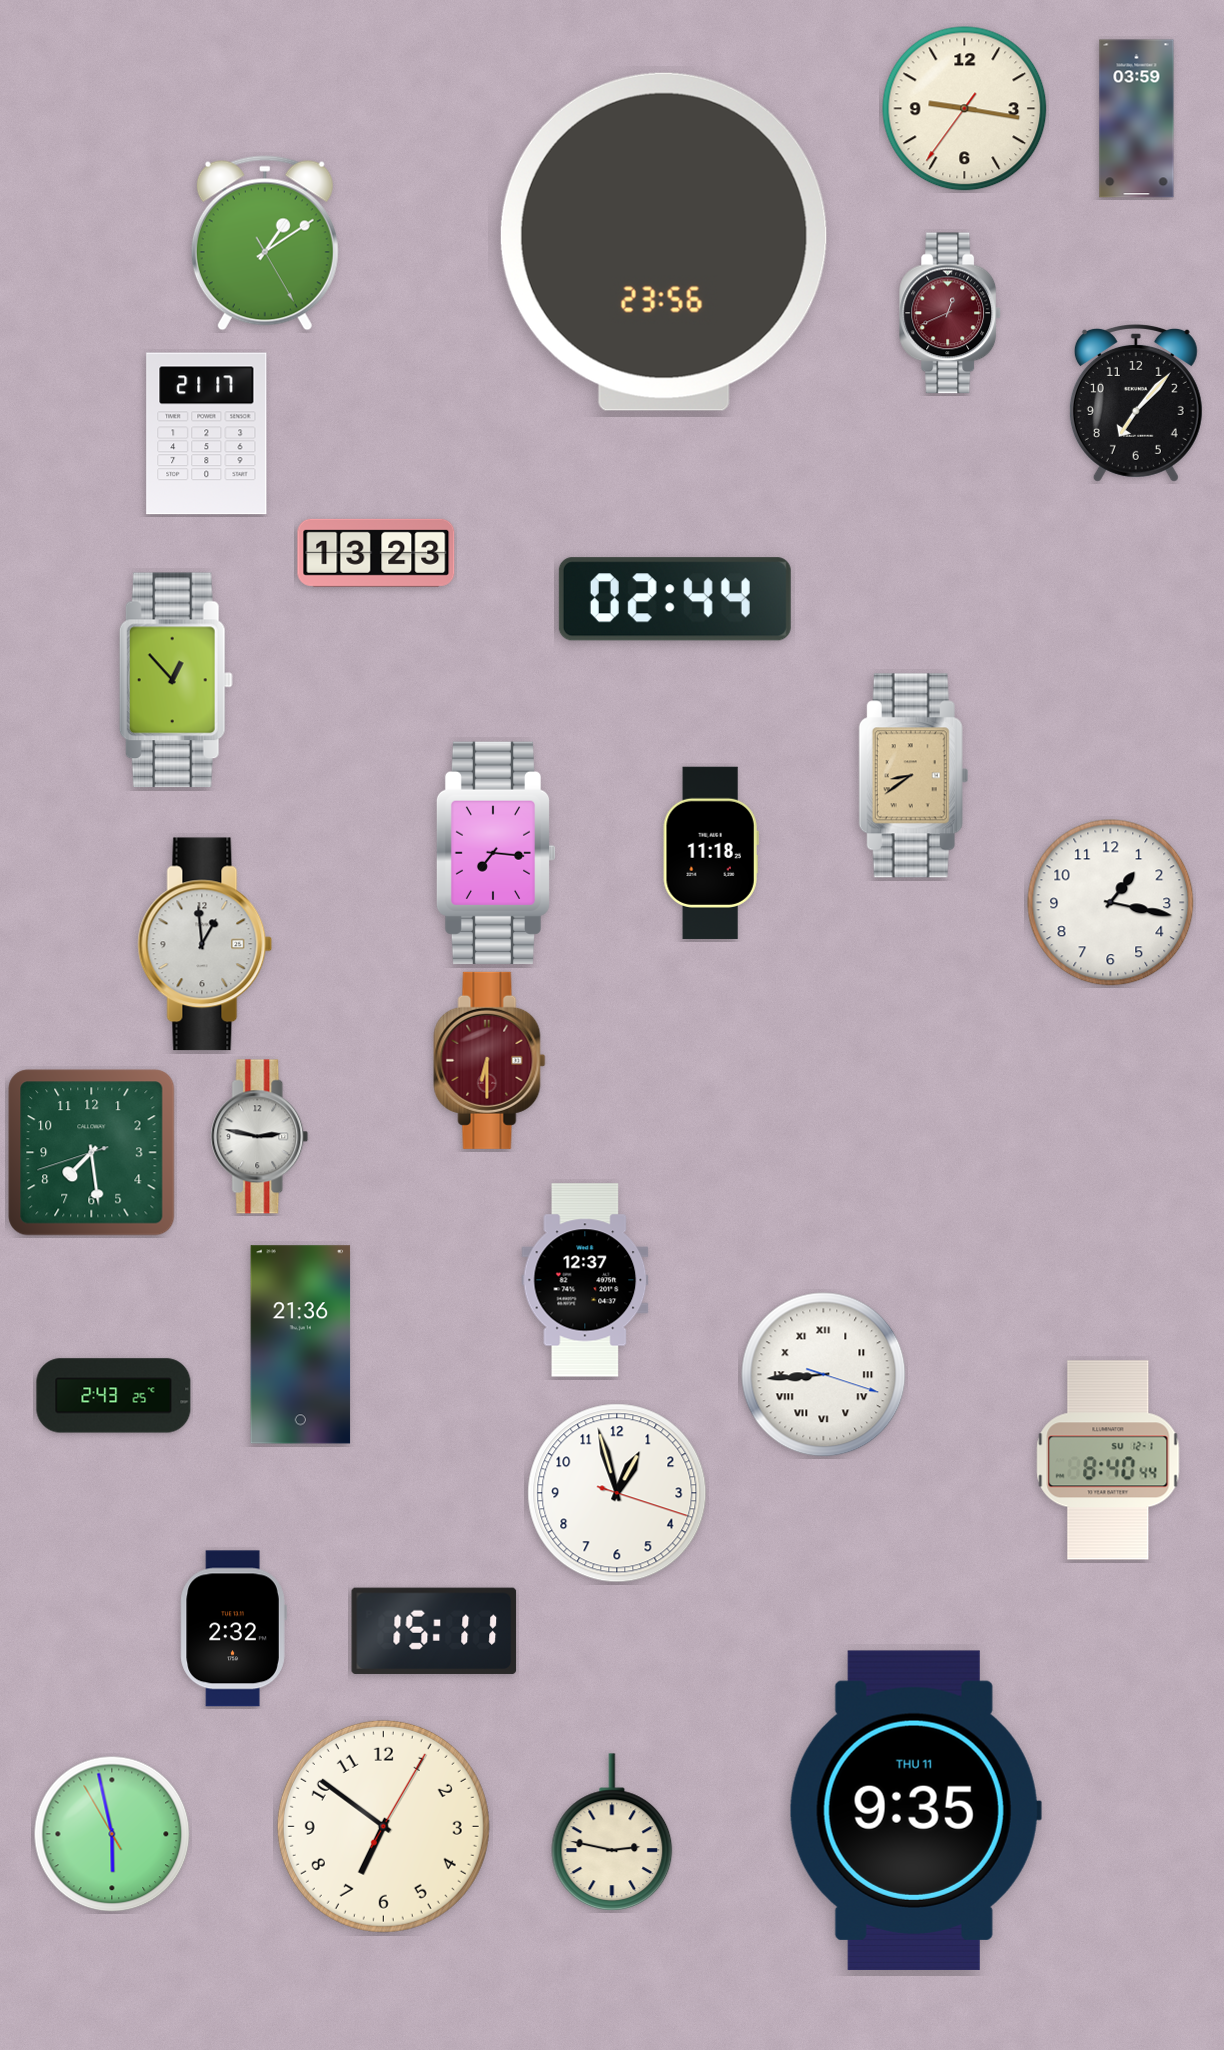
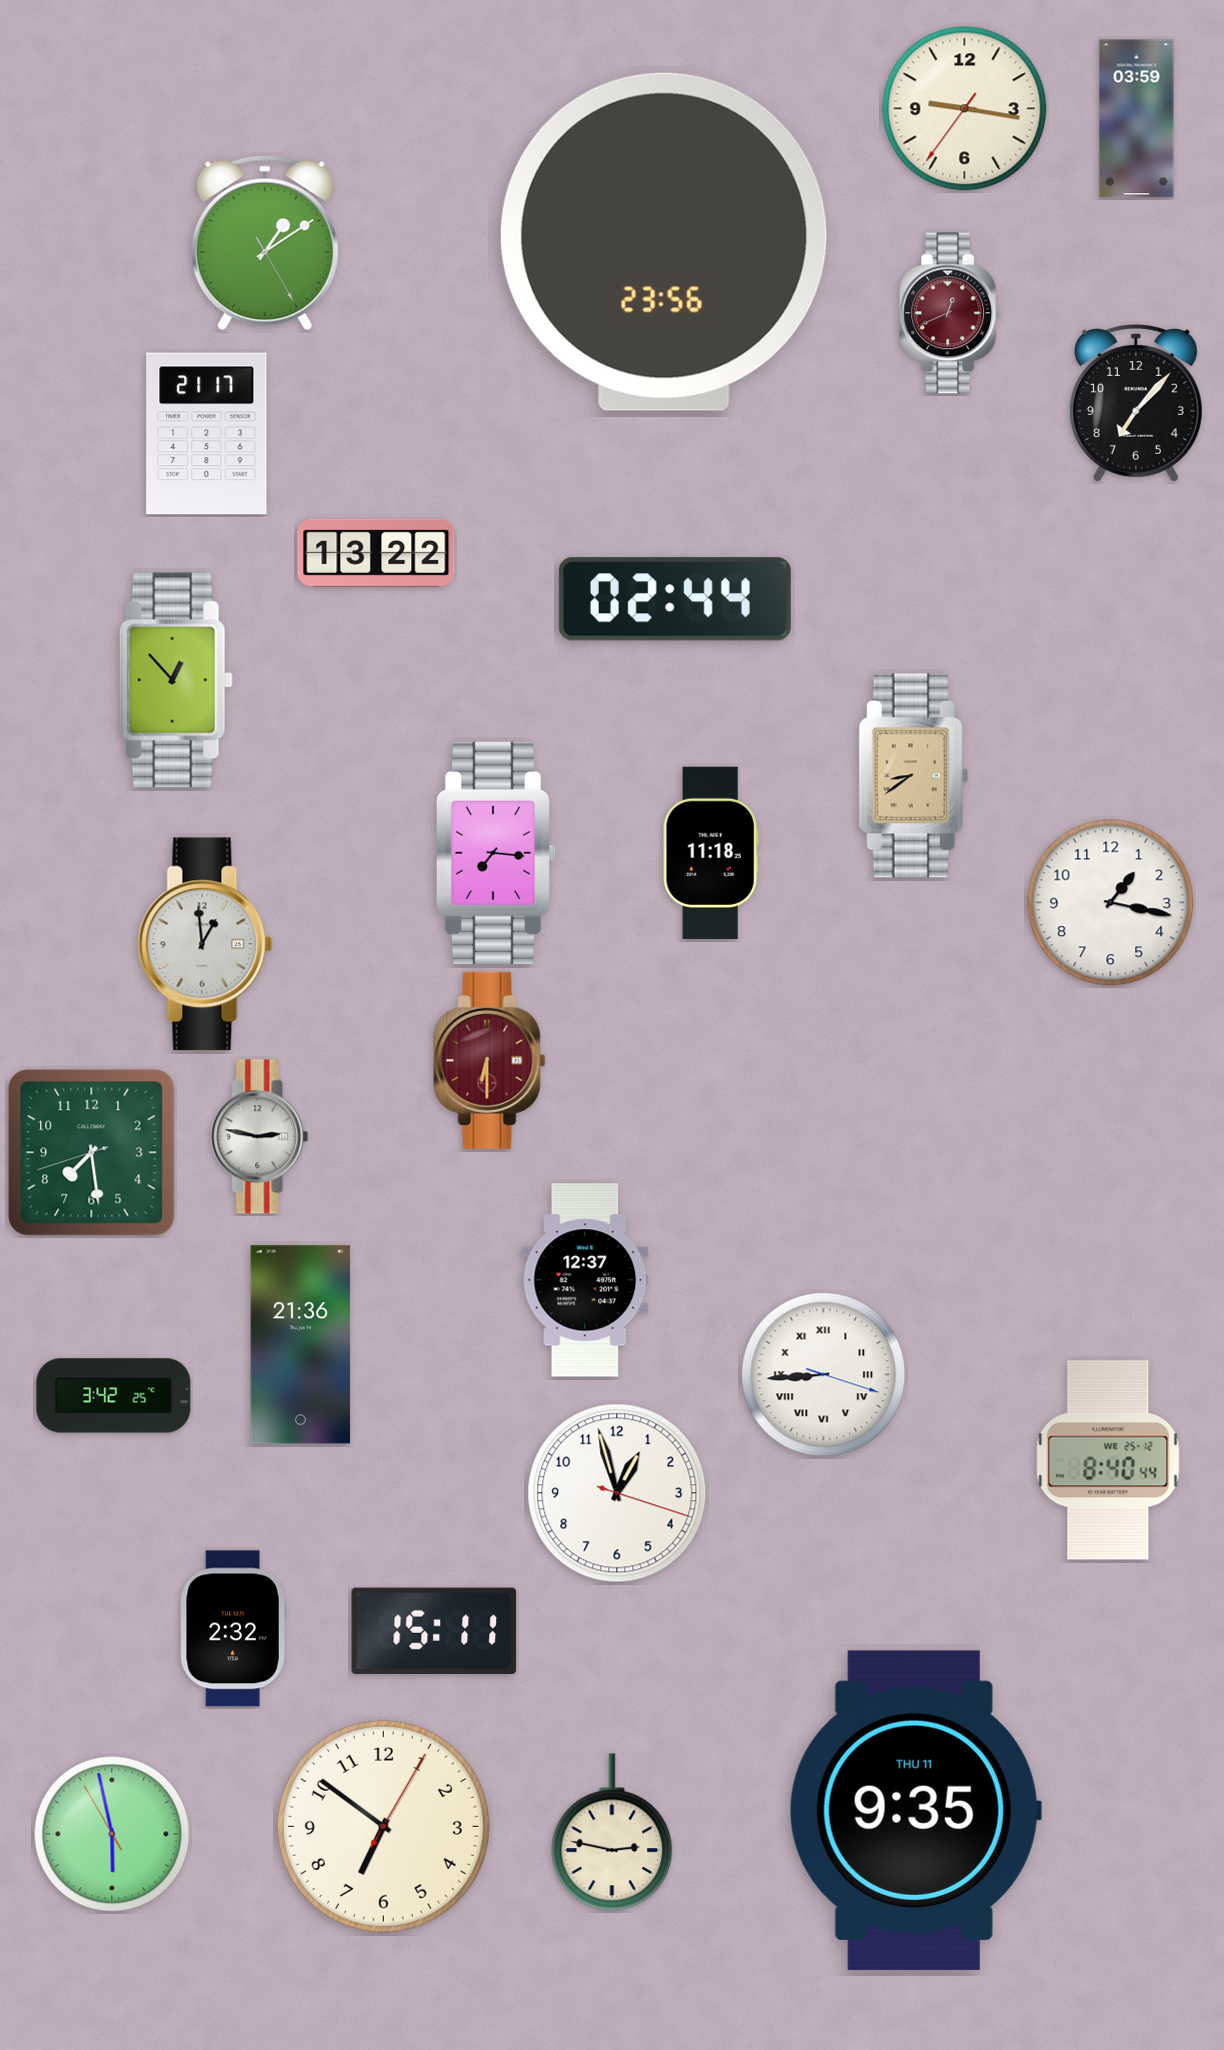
clock at (376, 553): 13:23 -> 13:22
clock at (114, 1396): 2:43 -> 3:42
clock at (1108, 1460) date: SU 12-1 -> WE 25-12
